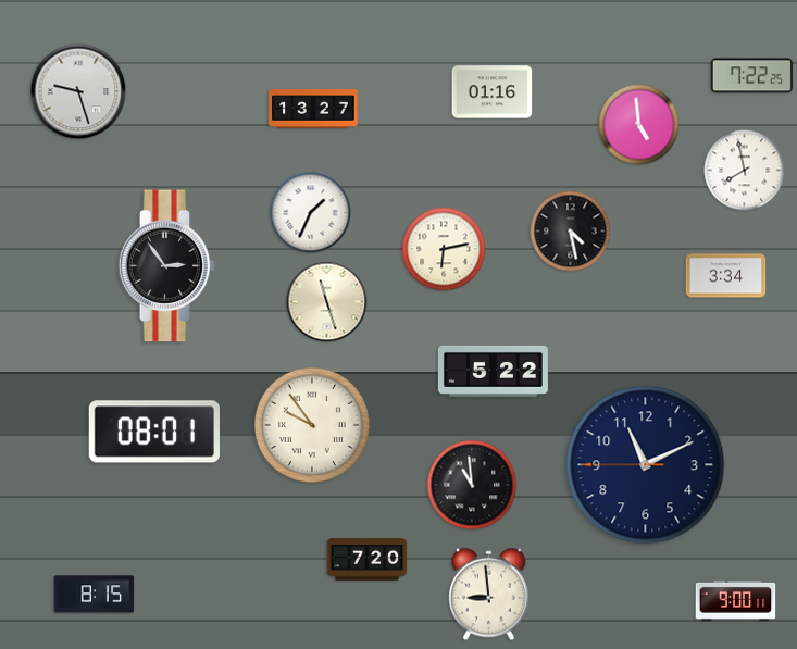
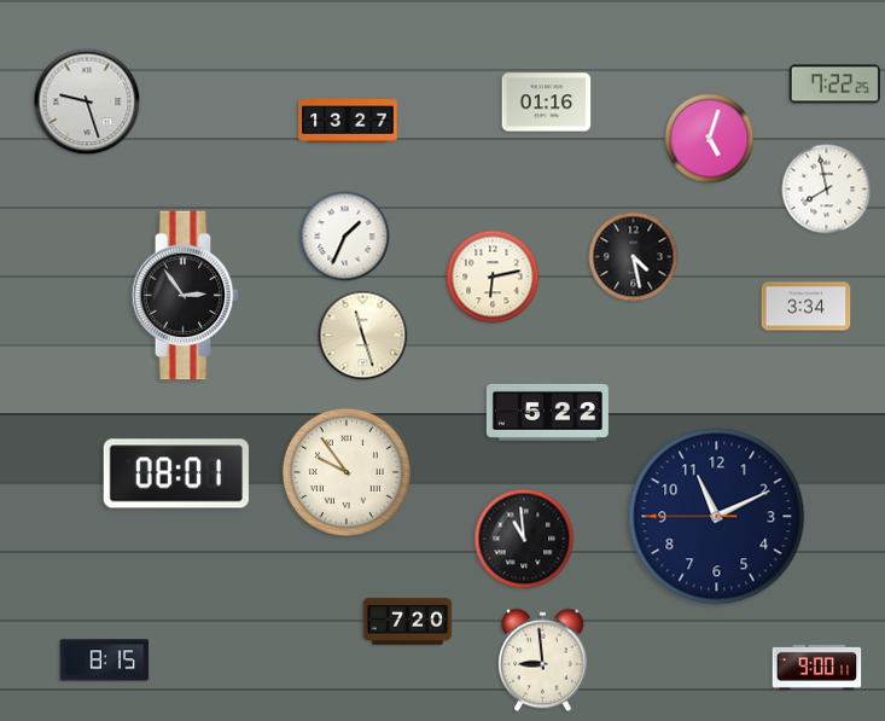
clock at (639, 125): 4:59 -> 5:03
clock at (154, 432) position: (154, 432) -> (176, 473)
